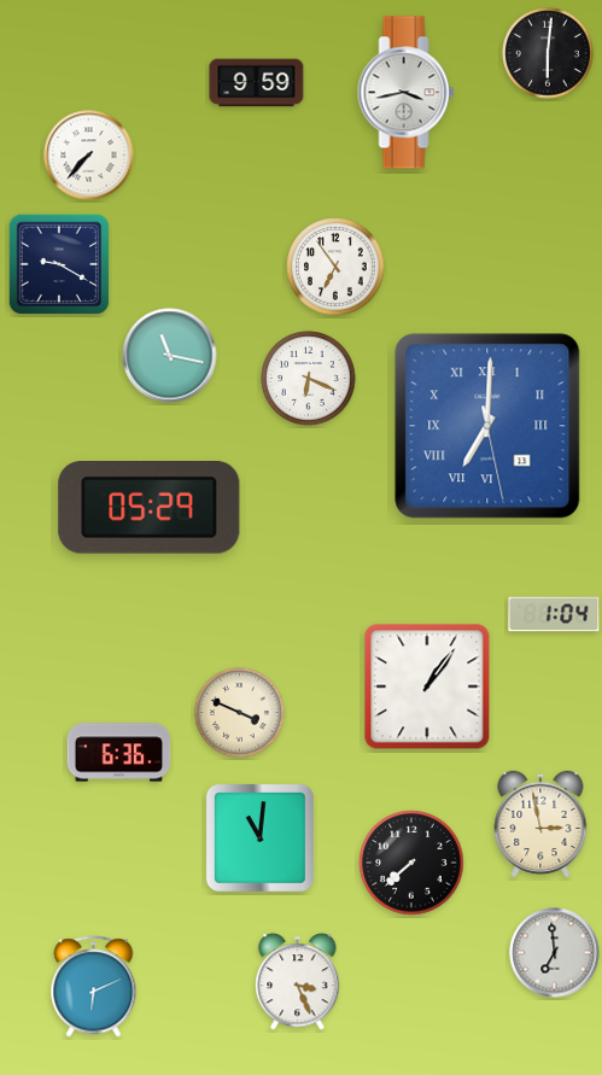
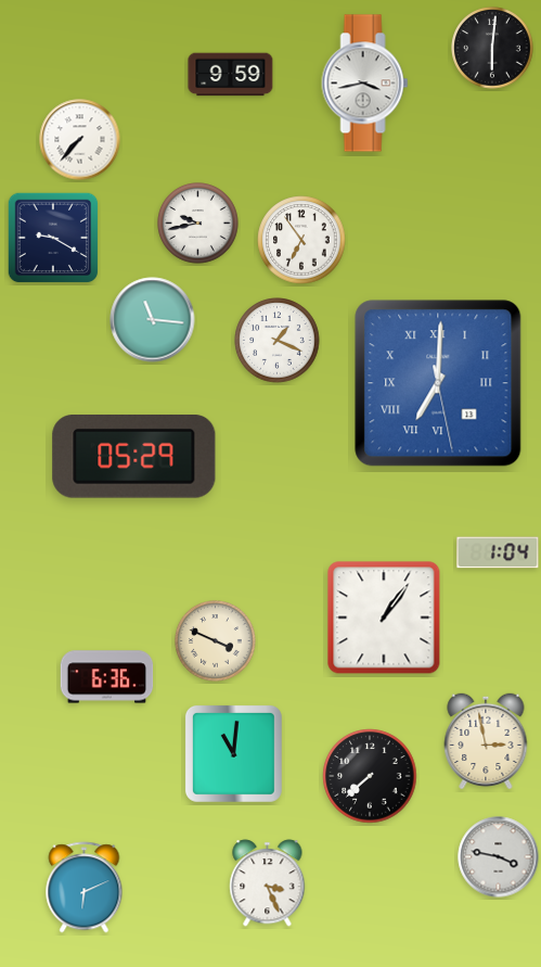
clock at (198, 224): none -> 9:43
clock at (170, 356): 11:17 -> 11:16
clock at (309, 379): 6:19 -> 1:19
clock at (555, 953): 6:59 -> 3:47
